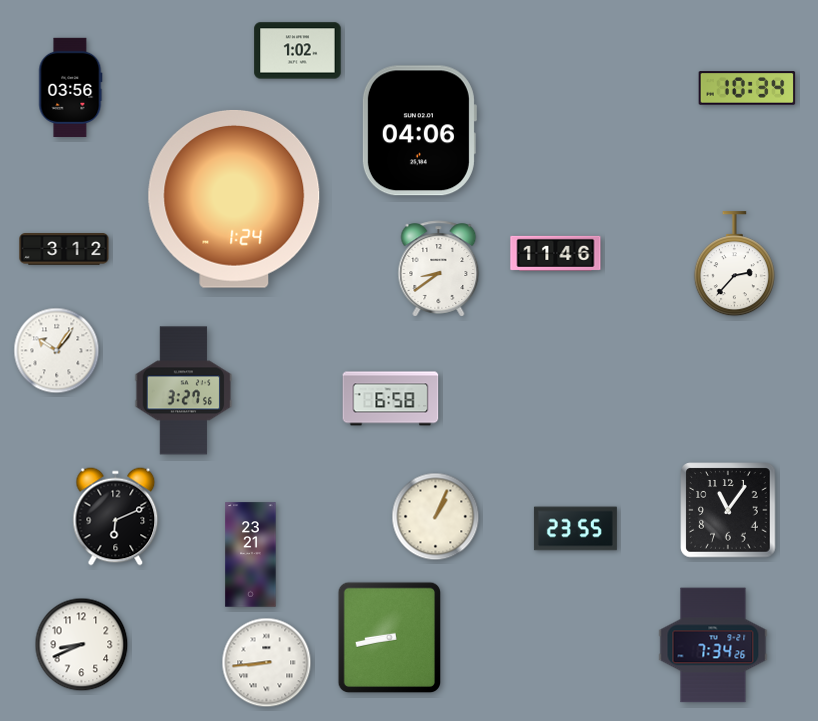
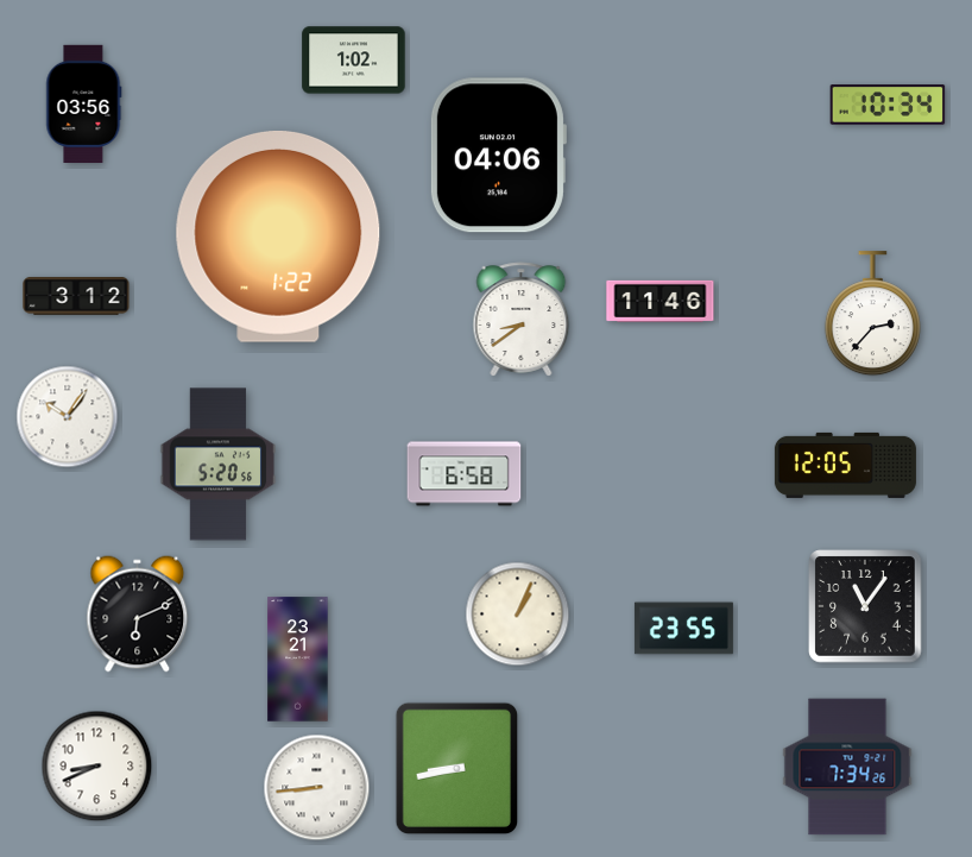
clock at (234, 199): 1:24 -> 1:22
clock at (184, 391): 3:27 -> 5:20
clock at (845, 465): none -> 12:05
clock at (390, 638) position: (390, 638) -> (457, 769)
